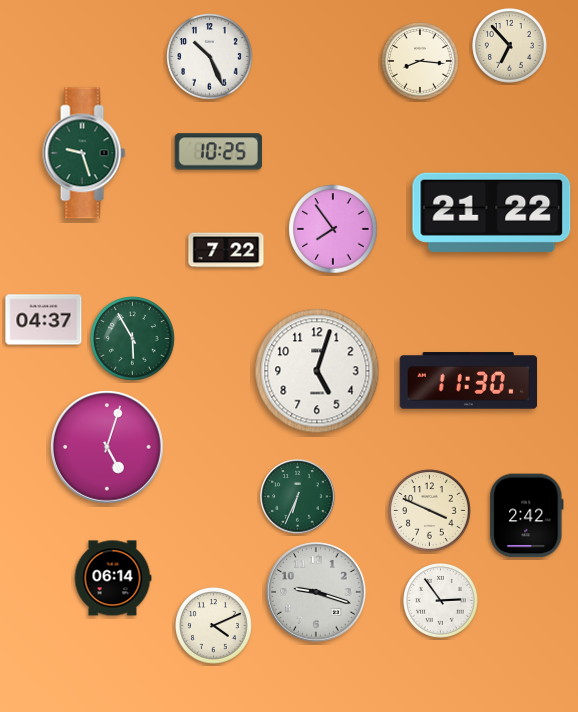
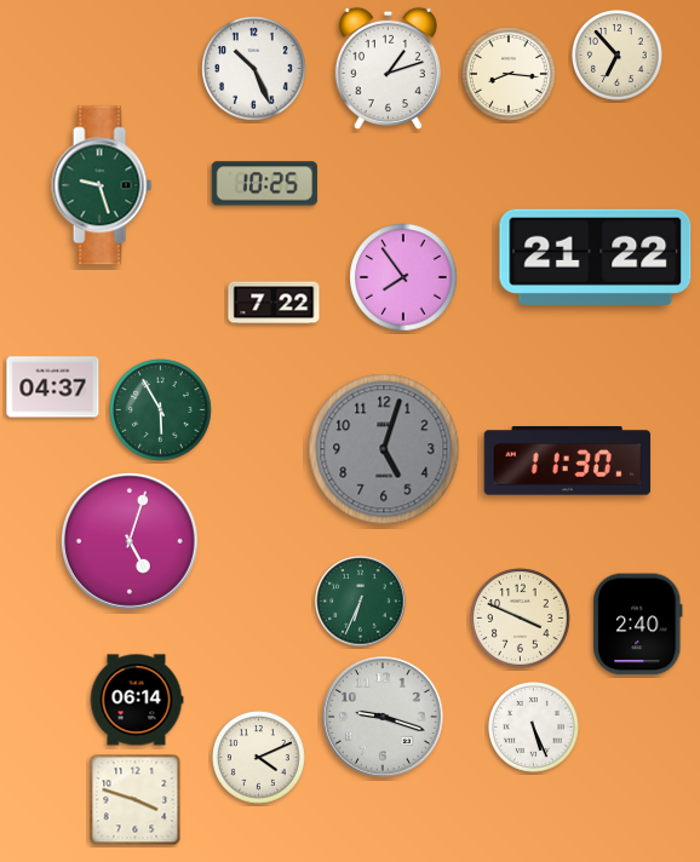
clock at (388, 68): none -> 1:12
clock at (317, 371) dial: white -> grey
clock at (527, 516): 2:42 -> 2:40
clock at (441, 601): 2:54 -> 5:26
clock at (136, 800): none -> 3:48
